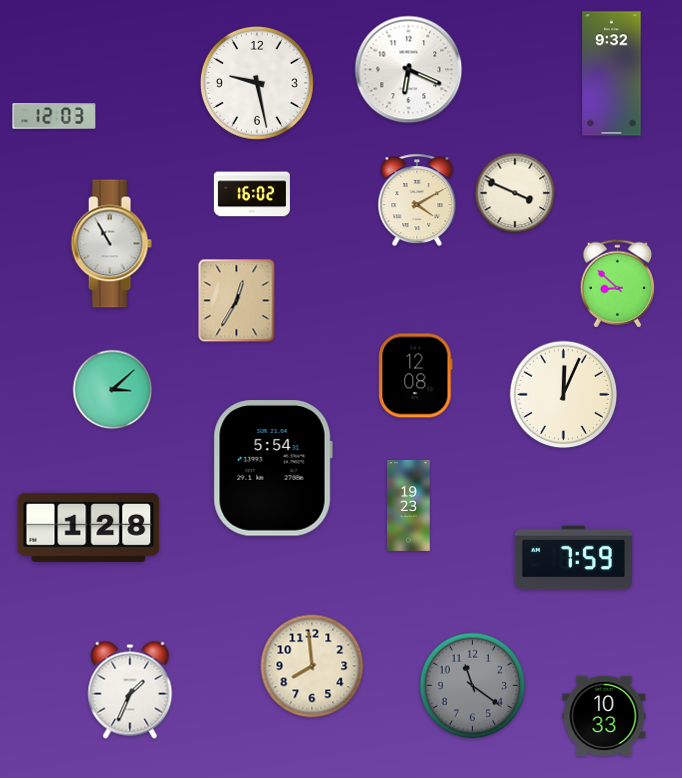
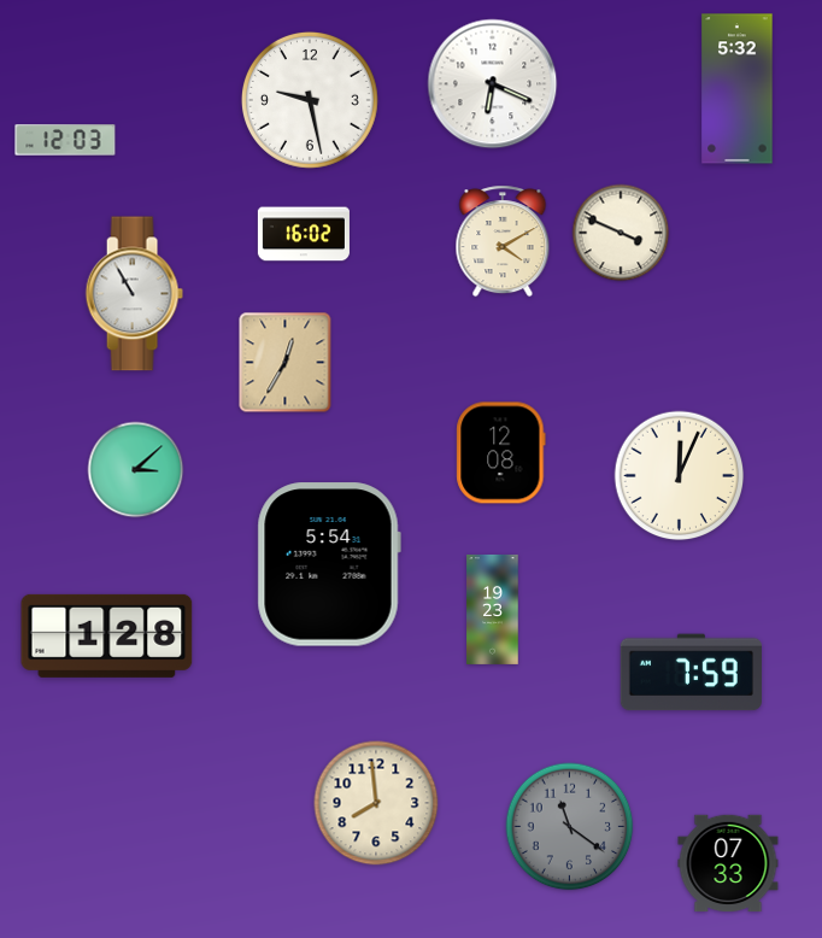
clock at (612, 74): 9:32 -> 5:32
clock at (618, 284): 8:52 -> none
clock at (130, 690): 1:34 -> none
clock at (604, 716): 10:33 -> 07:33
